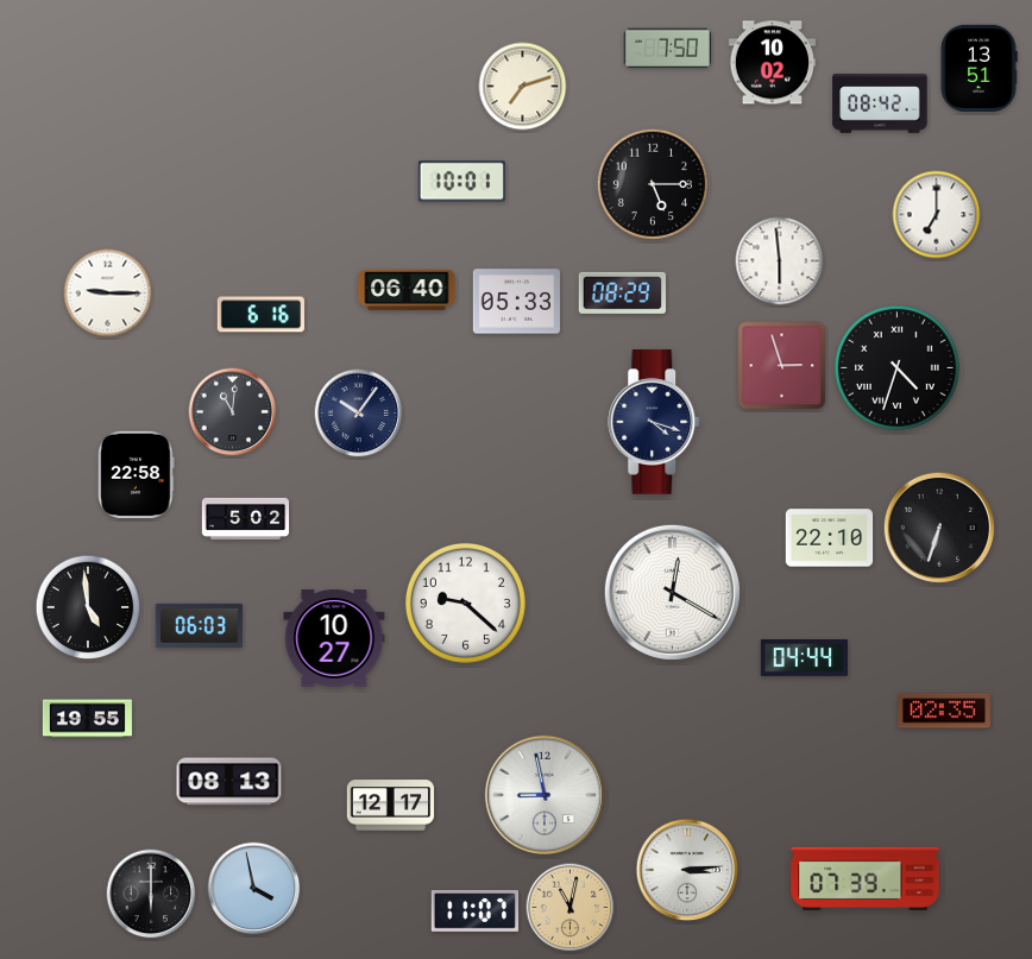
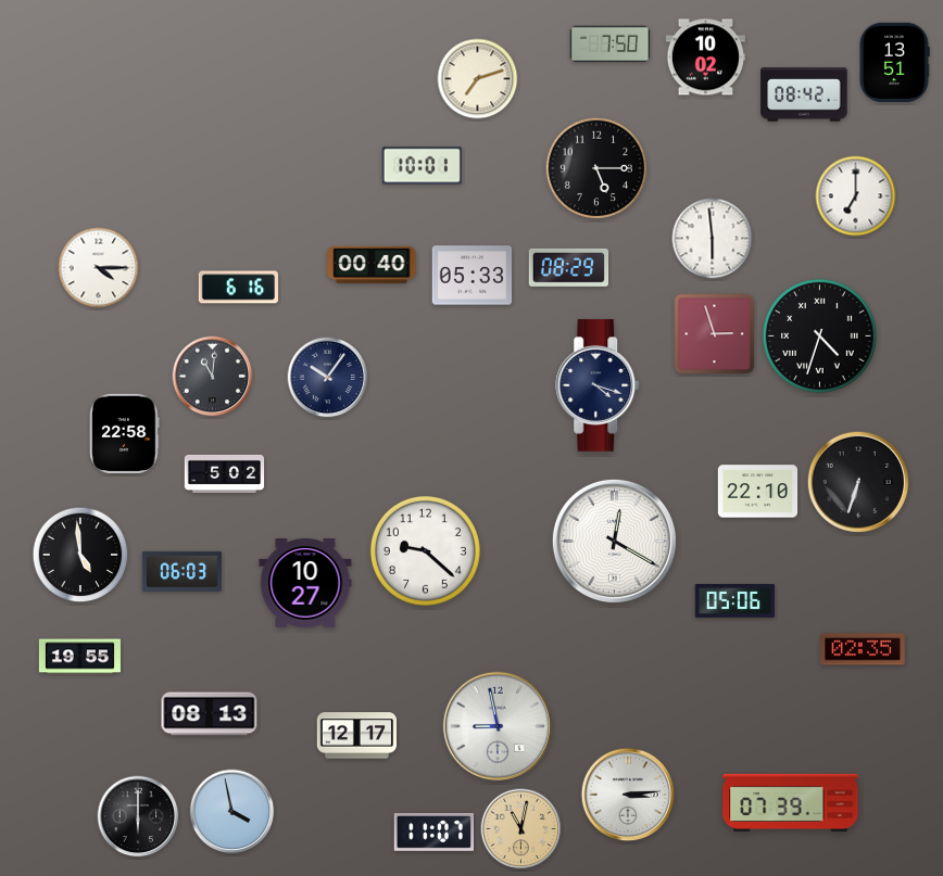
clock at (407, 290): 06:40 -> 00:40
clock at (108, 294): 9:15 -> 4:15
clock at (805, 658): 04:44 -> 05:06
